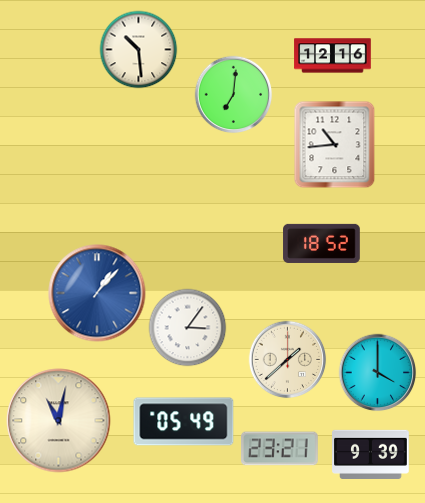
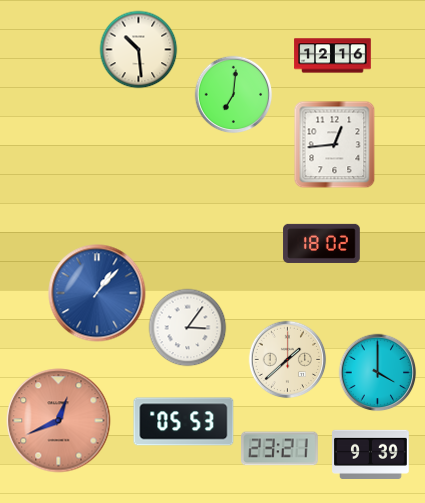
clock at (335, 144): 10:44 -> 12:44
clock at (322, 243): 18:52 -> 18:02
clock at (59, 421): 11:02 -> 12:41
clock at (59, 421) dial: cream -> salmon
clock at (184, 422): 05:49 -> 05:53
